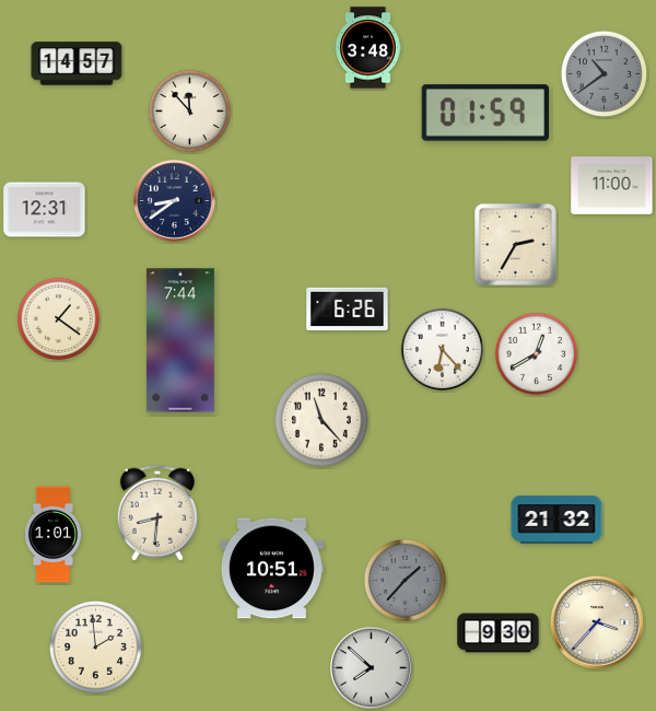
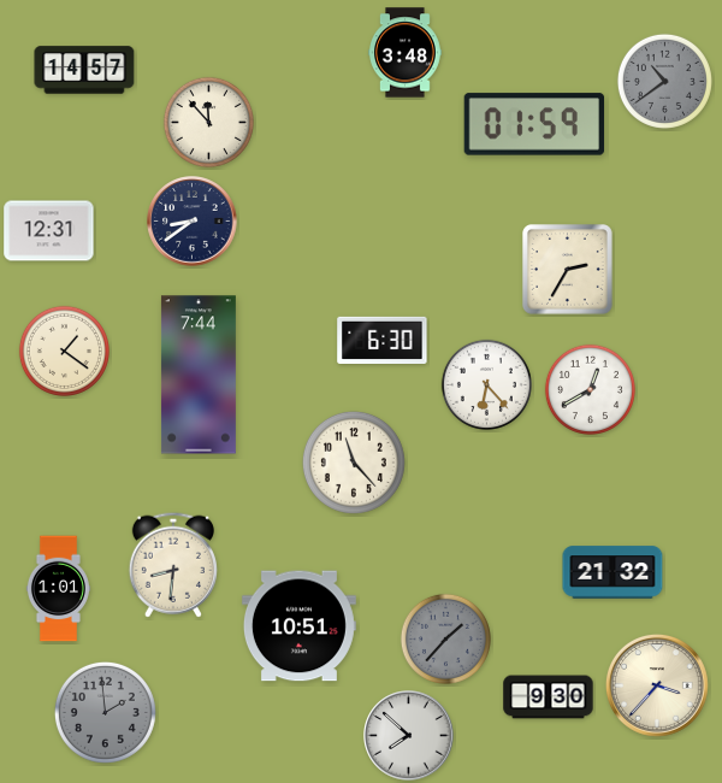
clock at (612, 186): 11:00 -> none
clock at (348, 308): 6:26 -> 6:30
clock at (95, 646) dial: cream -> grey
